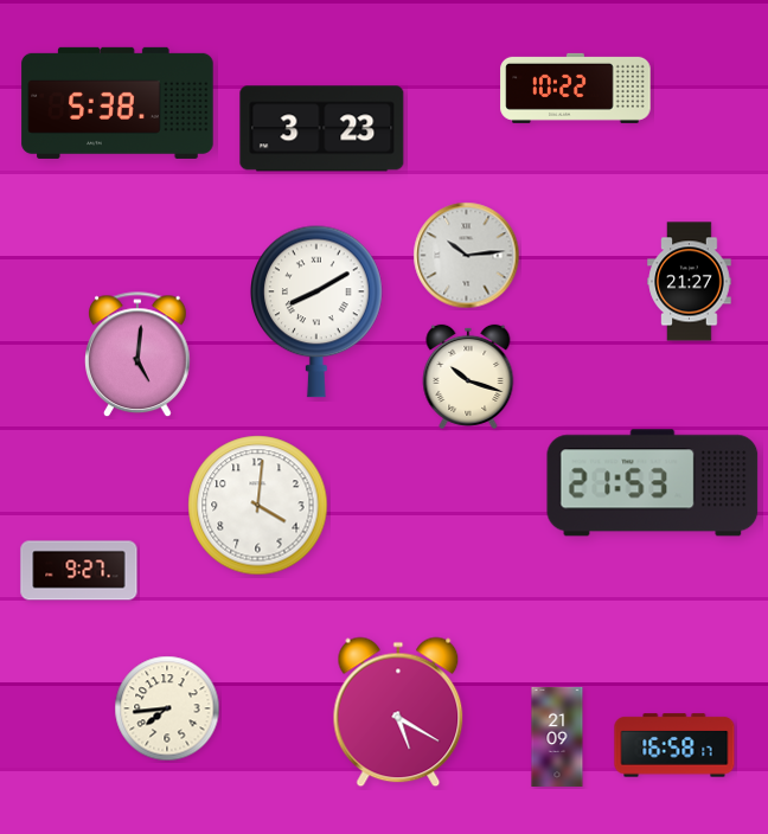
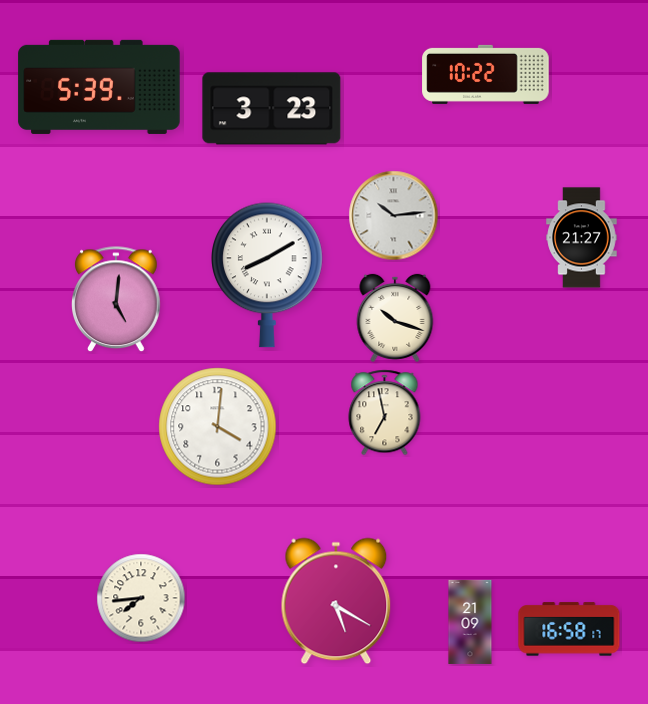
clock at (117, 103): 5:38 -> 5:39
clock at (318, 312) position: (318, 312) -> (268, 275)
clock at (653, 483): 21:53 -> none
clock at (385, 413): none -> 6:58
clock at (79, 571): 9:27 -> none
